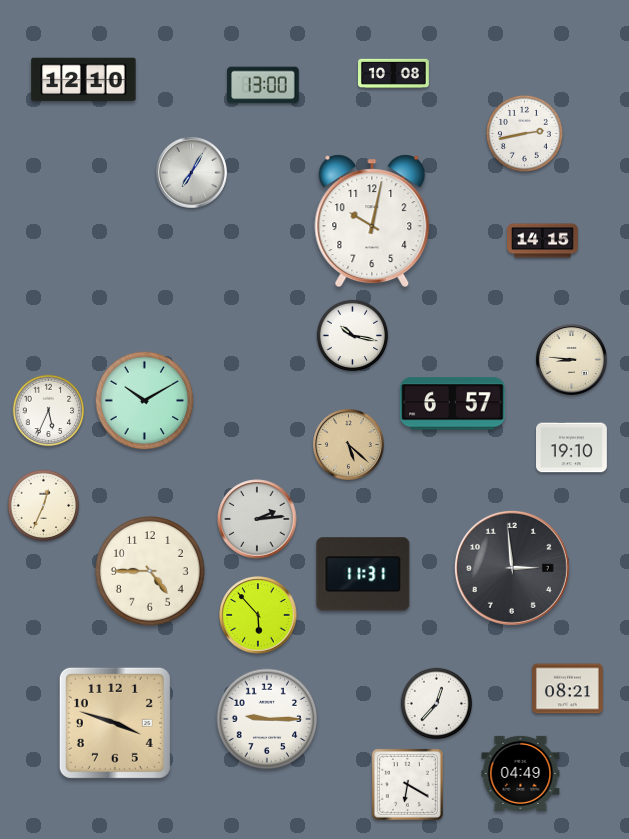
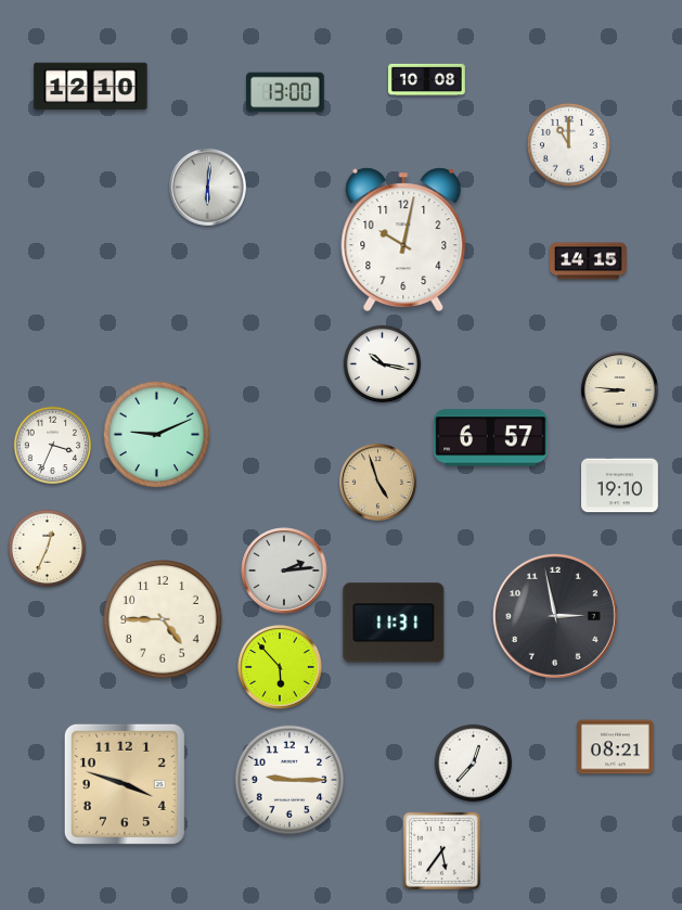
clock at (524, 133): 2:43 -> 11:00
clock at (192, 173): 7:05 -> 6:01
clock at (145, 401): 10:10 -> 9:11
clock at (49, 411): 5:34 -> 3:34
clock at (349, 445): 5:22 -> 4:57
clock at (257, 519) position: (257, 519) -> (284, 571)
clock at (512, 568): 2:59 -> 2:58
clock at (521, 773): 04:49 -> none
clock at (407, 784): 6:20 -> 5:36
